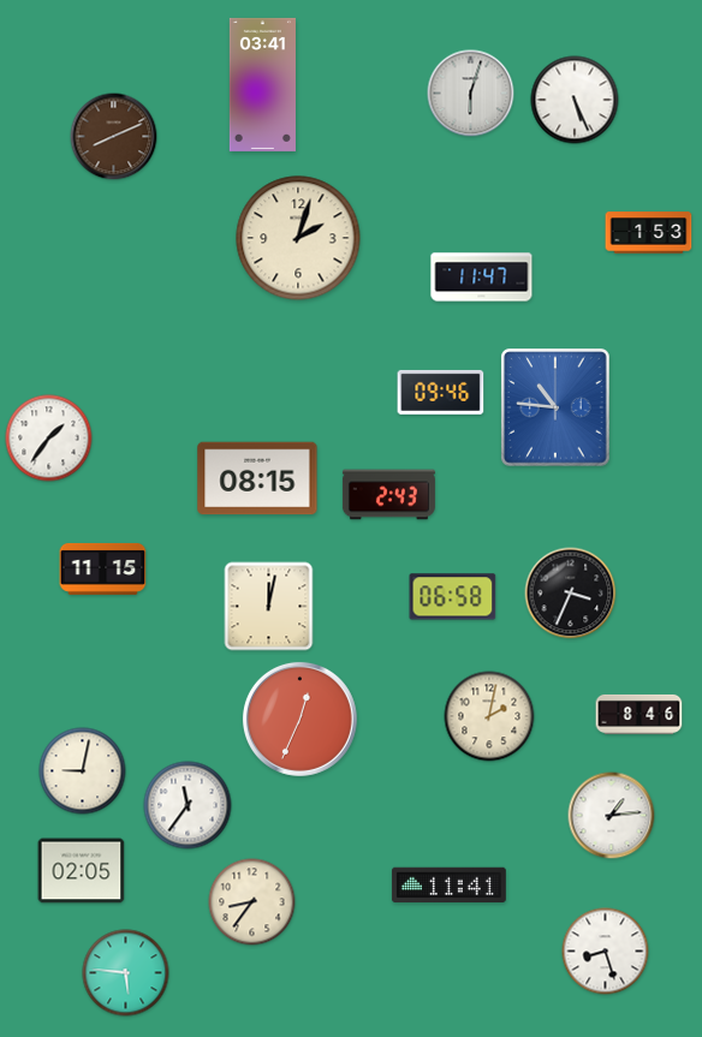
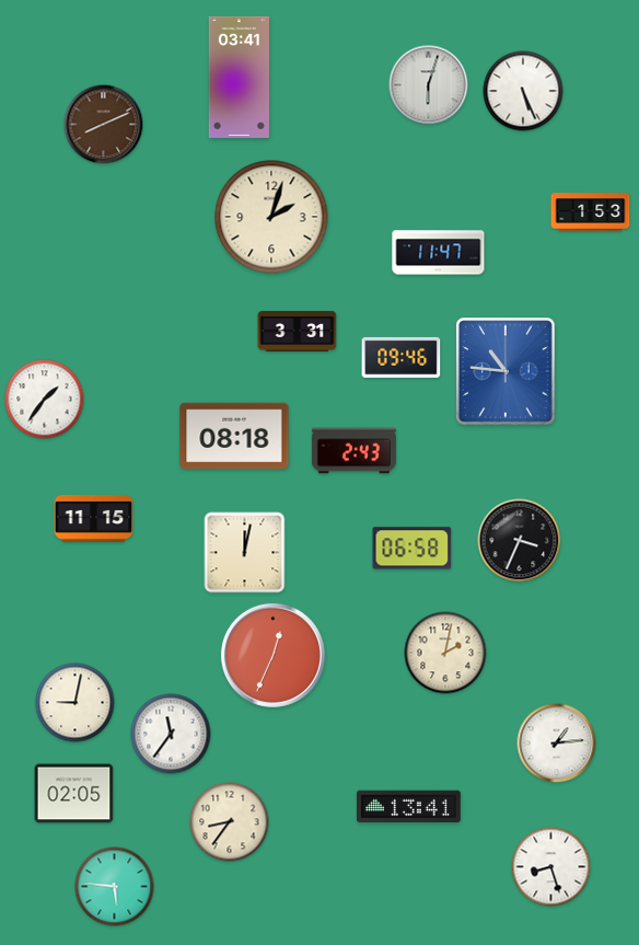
clock at (298, 331): none -> 3:31
clock at (257, 478): 08:15 -> 08:18
clock at (453, 597) position: (453, 597) -> (413, 549)
clock at (639, 714): 8:46 -> none
clock at (448, 886): 11:41 -> 13:41
